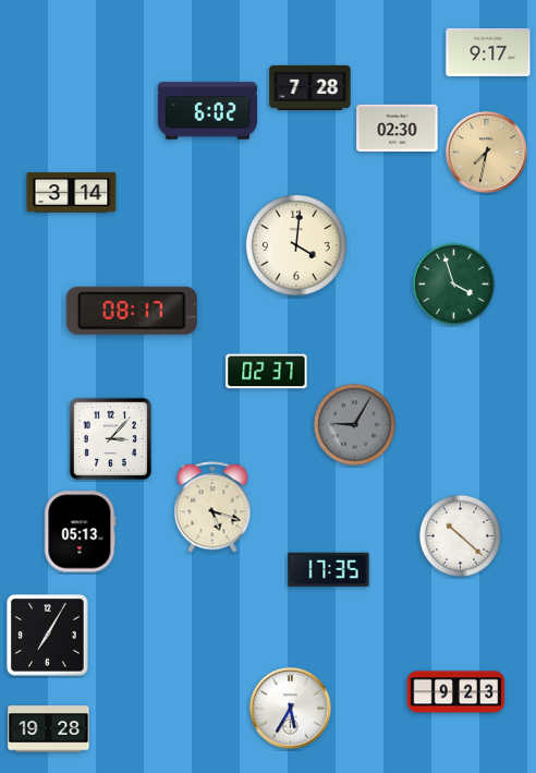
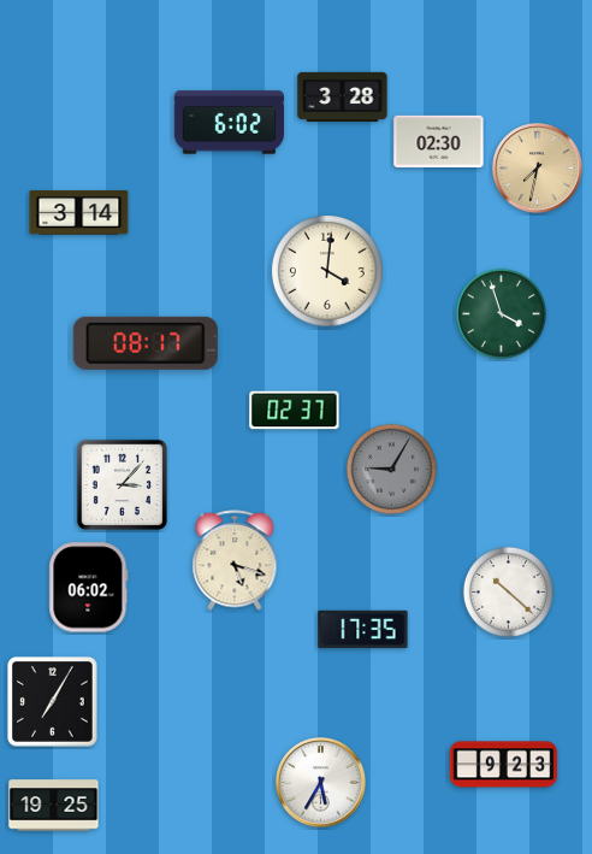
clock at (488, 52): 9:17 -> none
clock at (310, 87): 7:28 -> 3:28
clock at (81, 532): 05:13 -> 06:02
clock at (49, 729): 19:28 -> 19:25
